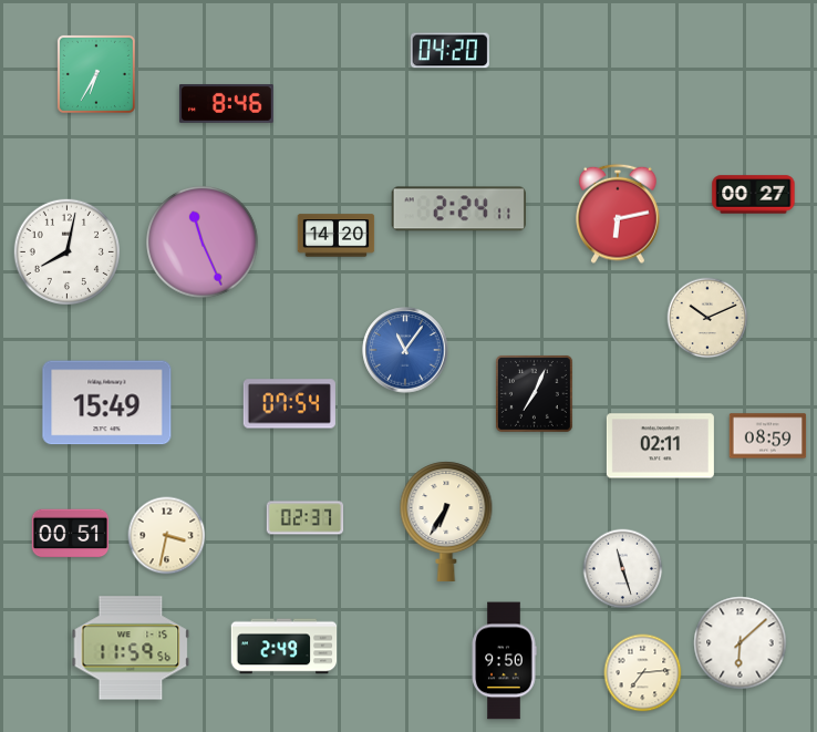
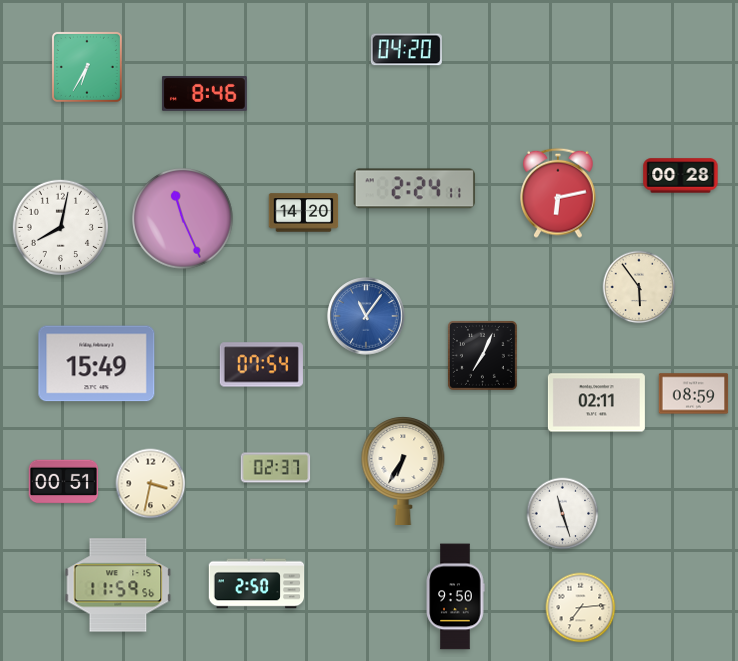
clock at (449, 51) position: (449, 51) -> (406, 50)
clock at (754, 195): 00:27 -> 00:28
clock at (707, 318): 10:11 -> 5:54
clock at (741, 643): 6:08 -> none
clock at (285, 647): 2:49 -> 2:50
